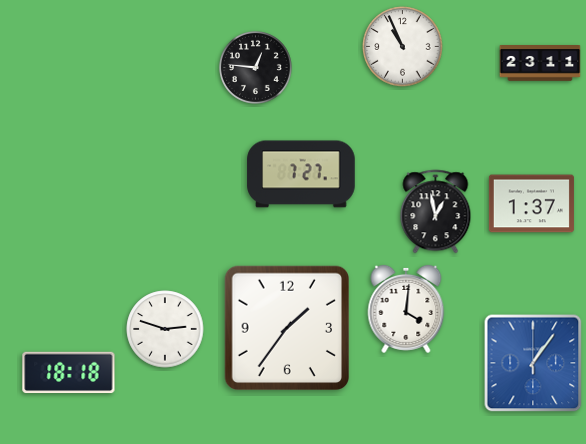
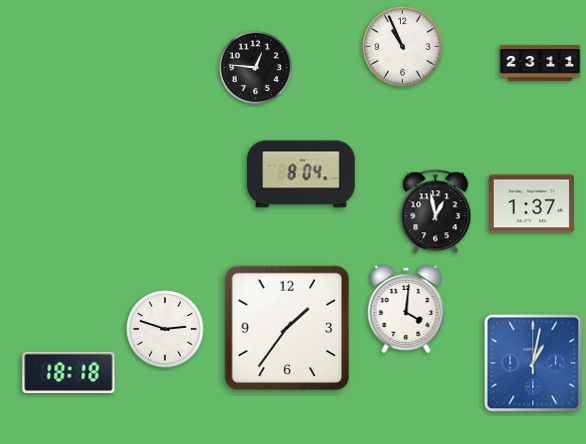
clock at (301, 174): 7:27 -> 8:04
clock at (533, 363): 1:06 -> 1:02
